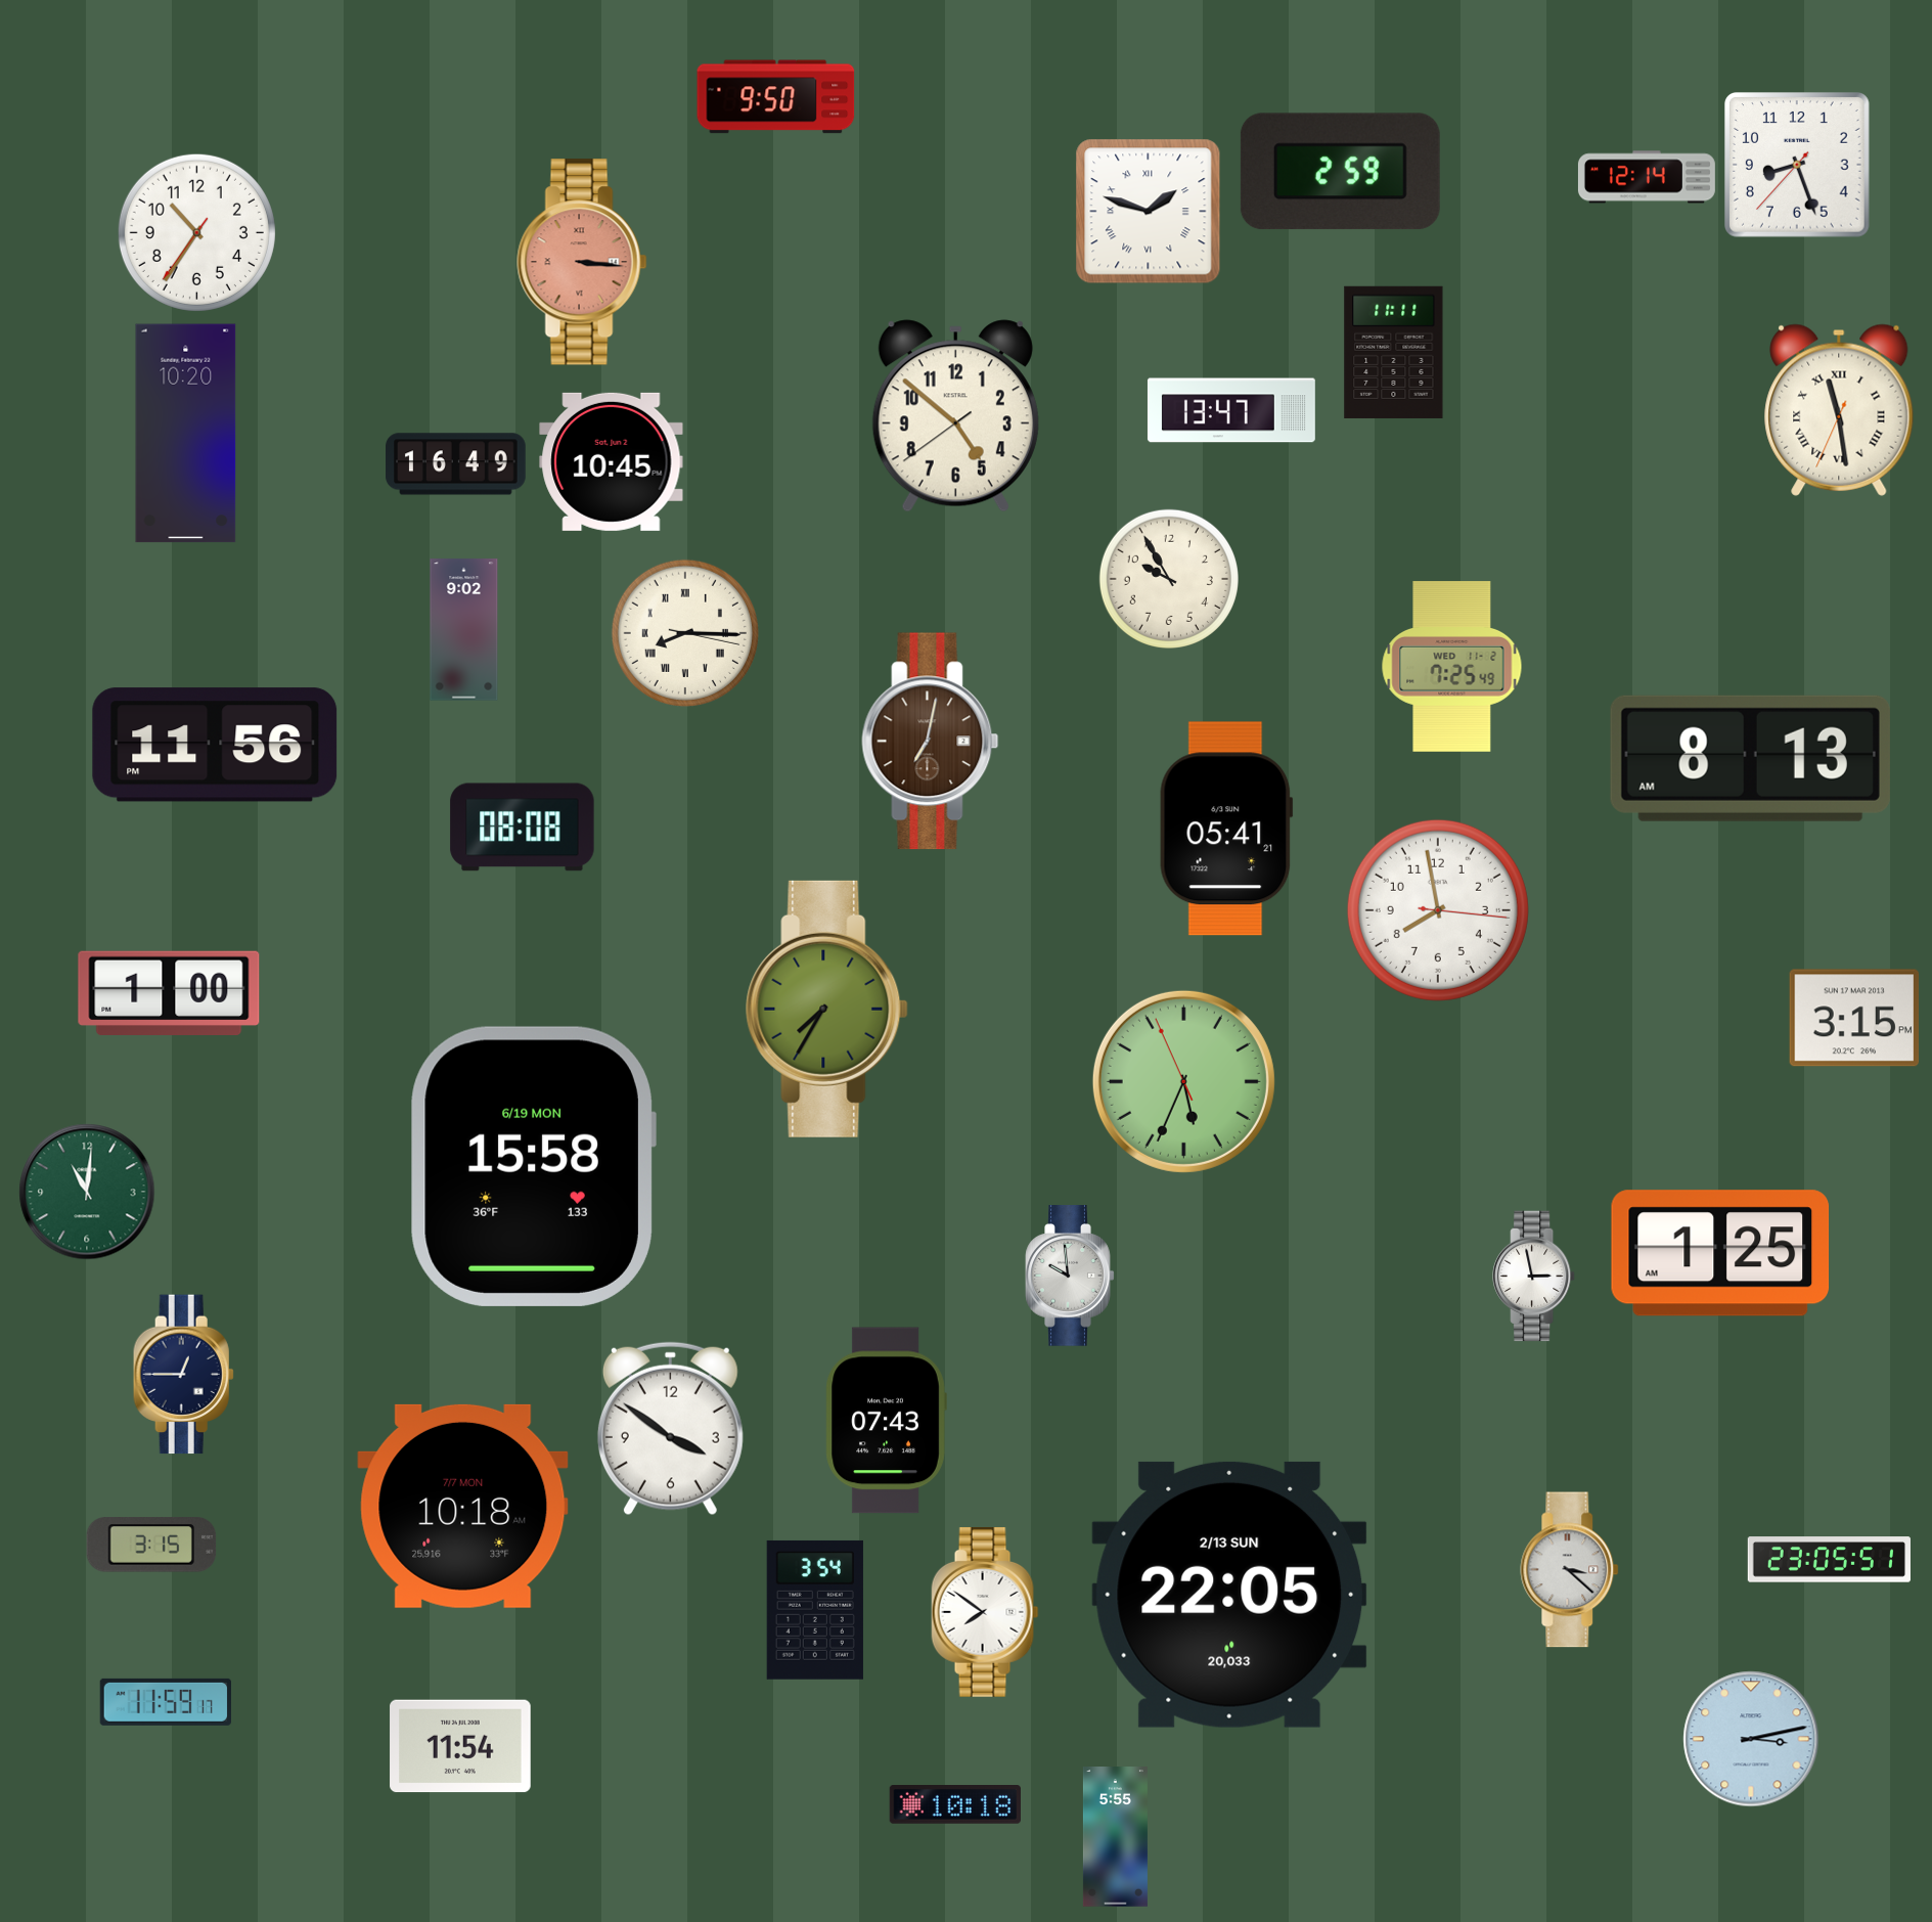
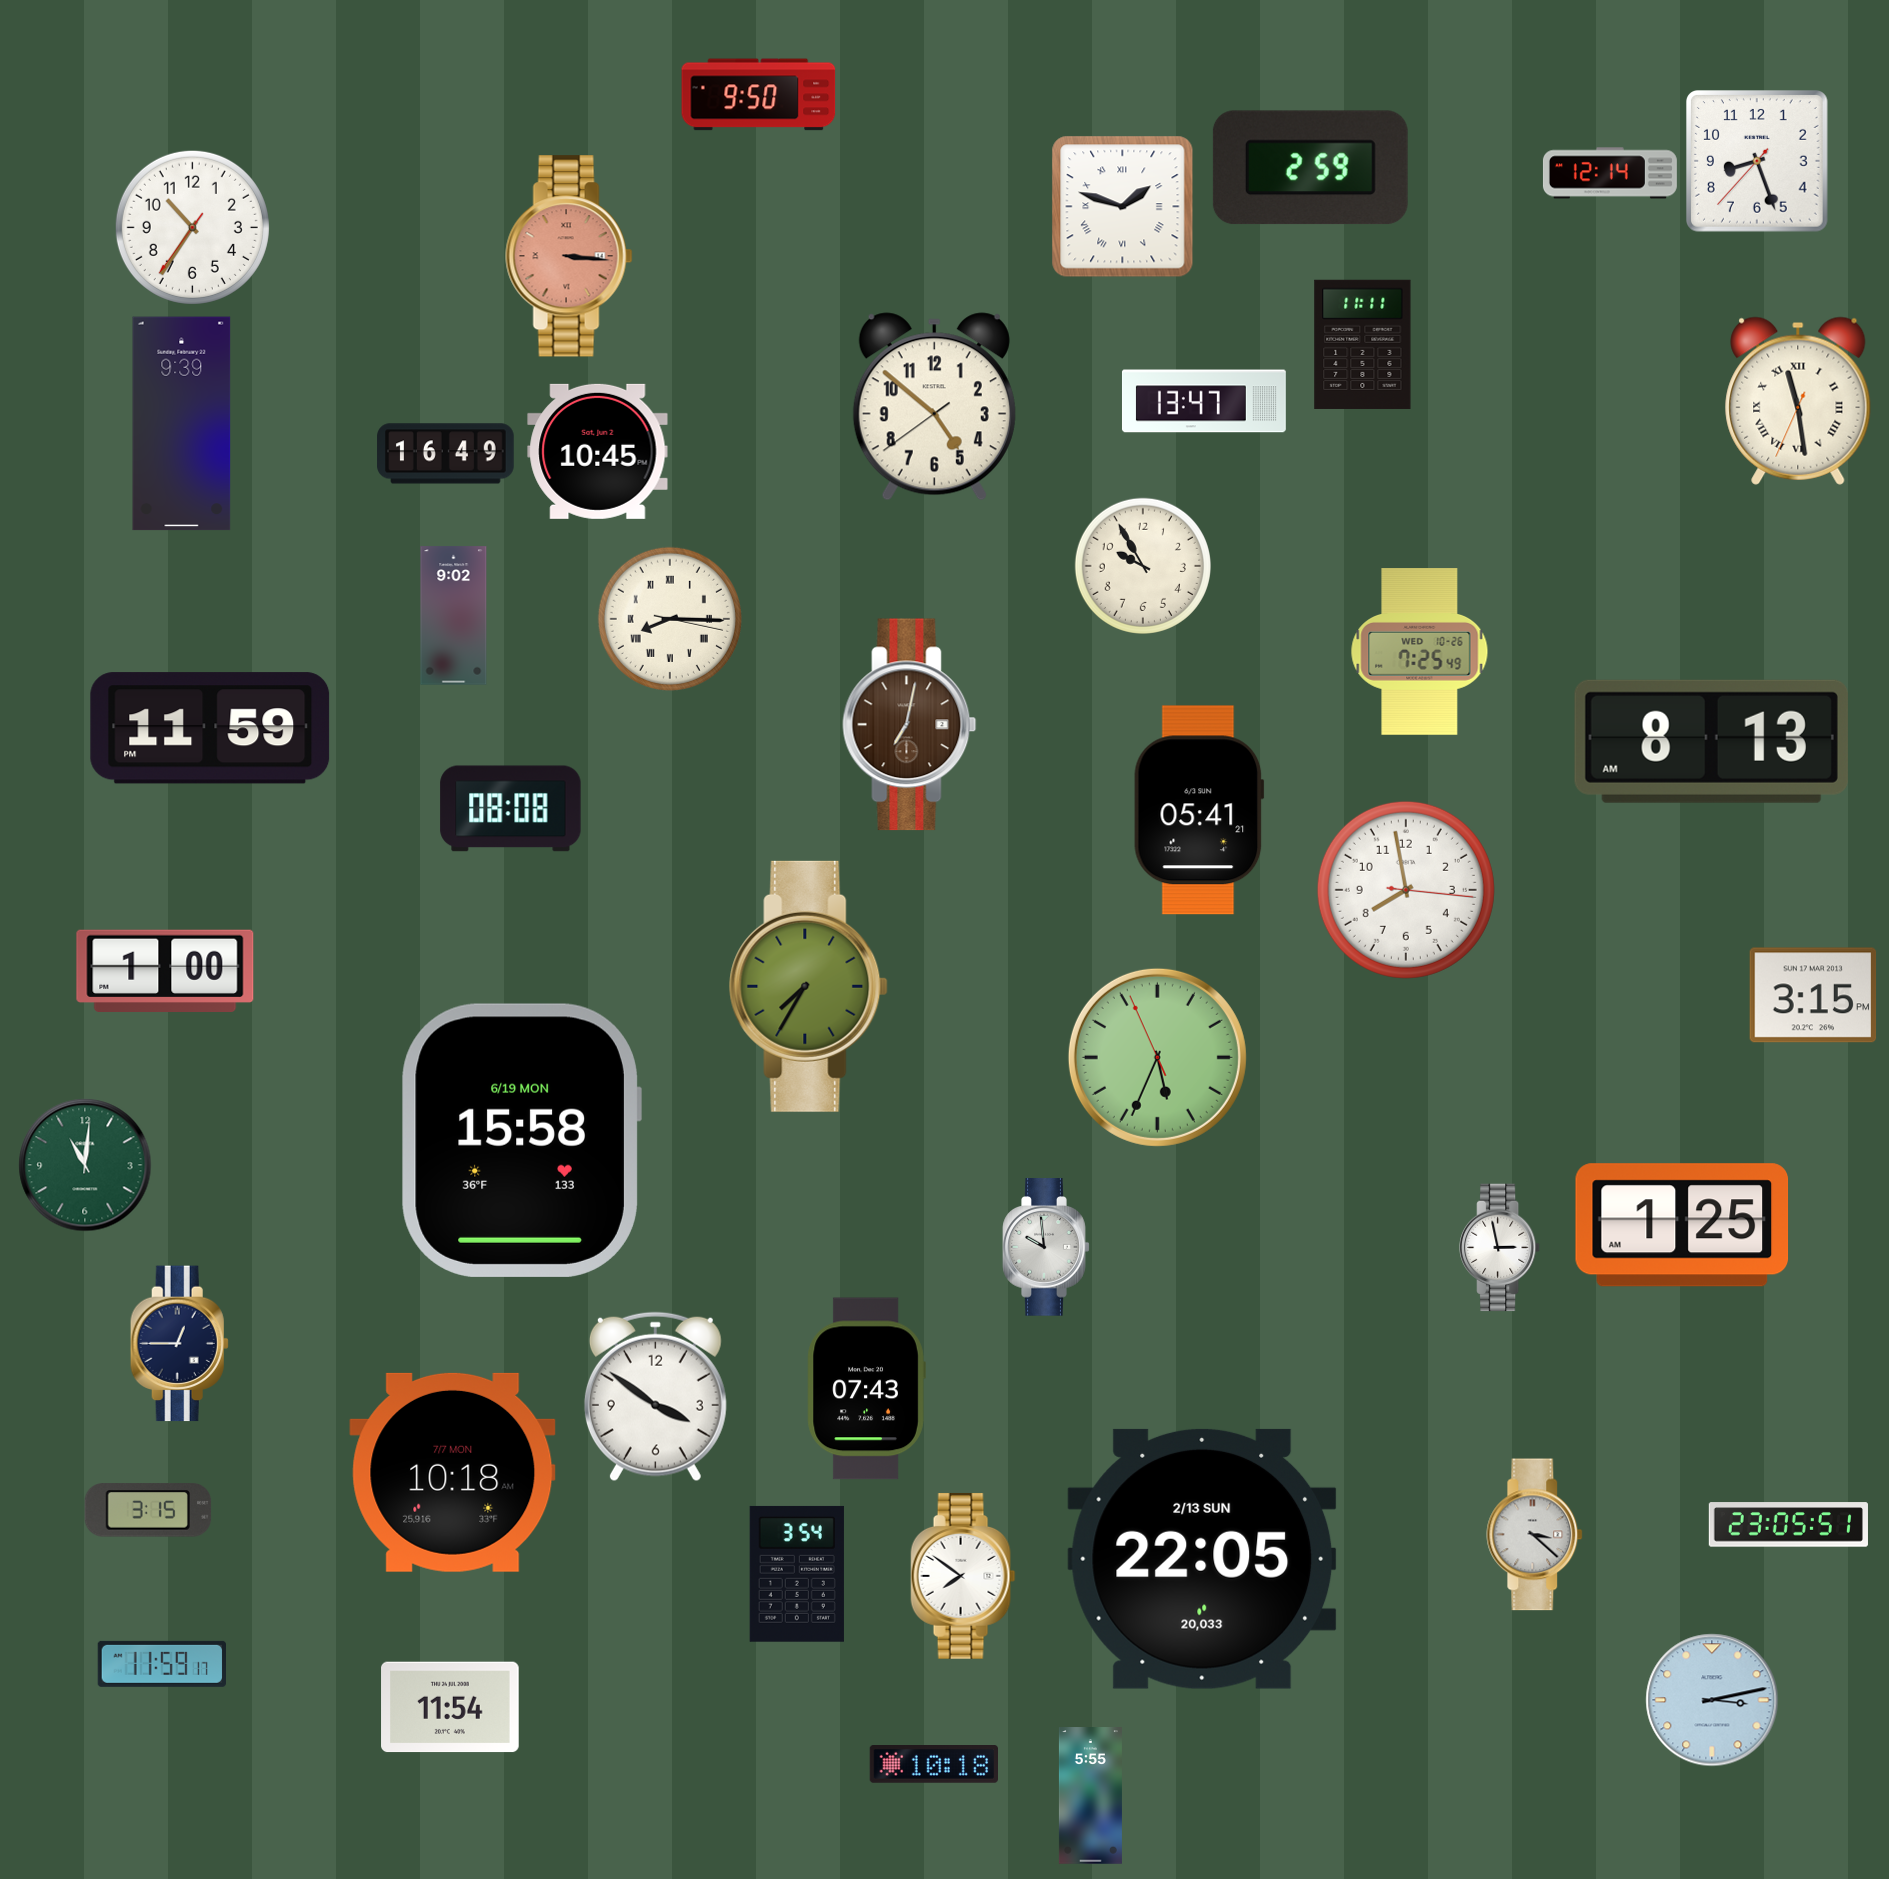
clock at (186, 434): 10:20 -> 9:39
clock at (1452, 667) date: WED 11-2 -> WED 10-26
clock at (215, 745): 11:56 -> 11:59
